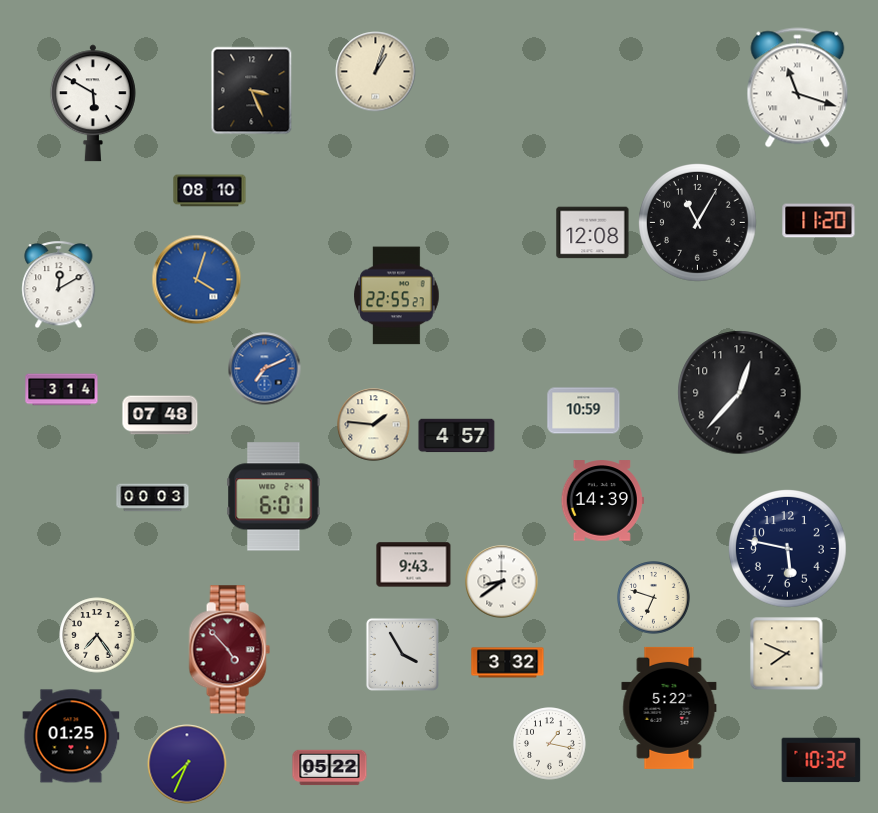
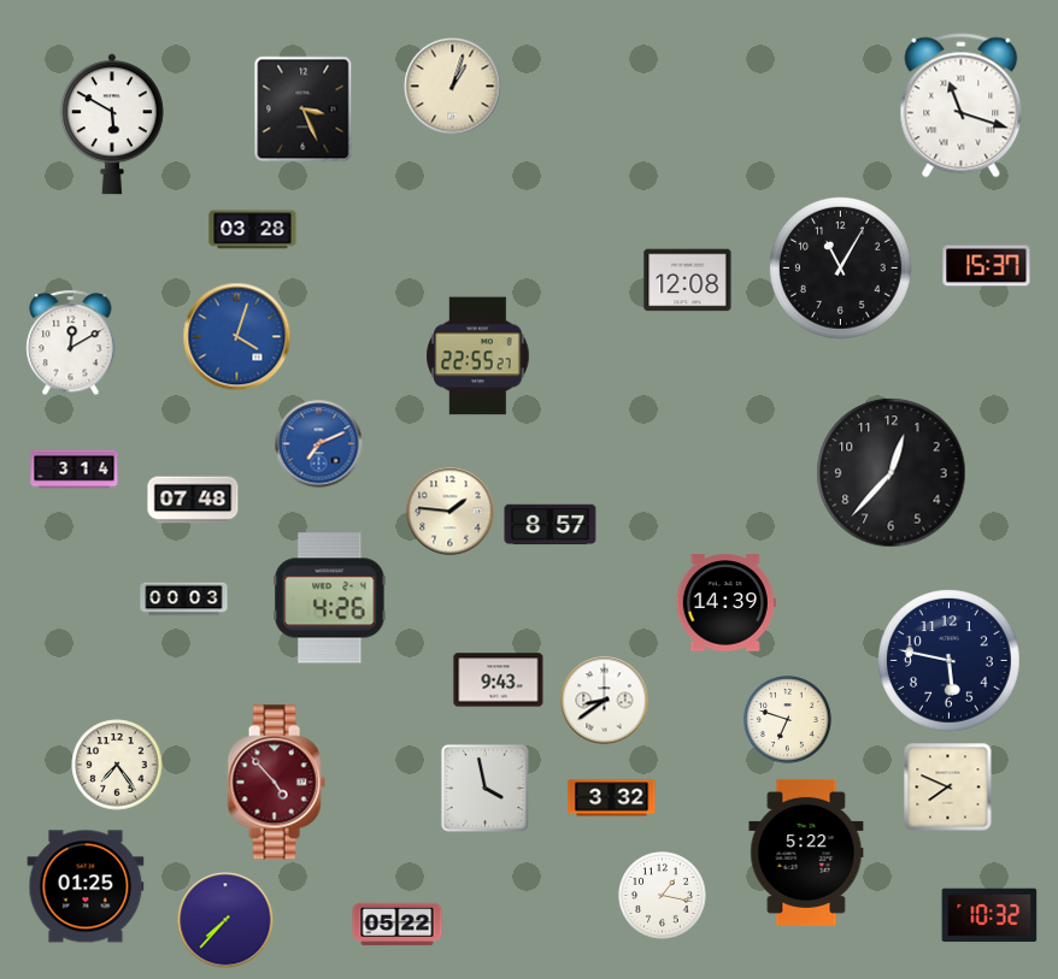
clock at (210, 191): 08:10 -> 03:28
clock at (819, 221): 11:20 -> 15:37
clock at (593, 233) position: (593, 233) -> (688, 281)
clock at (584, 411): 10:59 -> none
clock at (457, 436): 4:57 -> 8:57
clock at (274, 497): 6:01 -> 4:26
clock at (402, 654): 3:55 -> 3:58
clock at (187, 764): 7:34 -> 7:37
